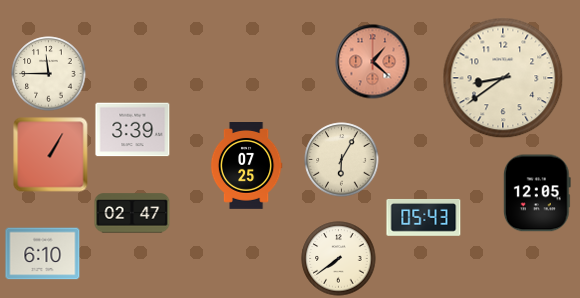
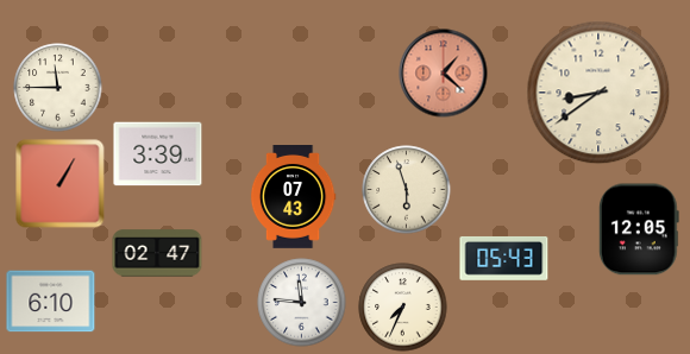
clock at (342, 160): 6:05 -> 5:57
clock at (246, 166): 07:25 -> 07:43
clock at (302, 303): none -> 11:46
clock at (339, 259): 7:39 -> 7:34
